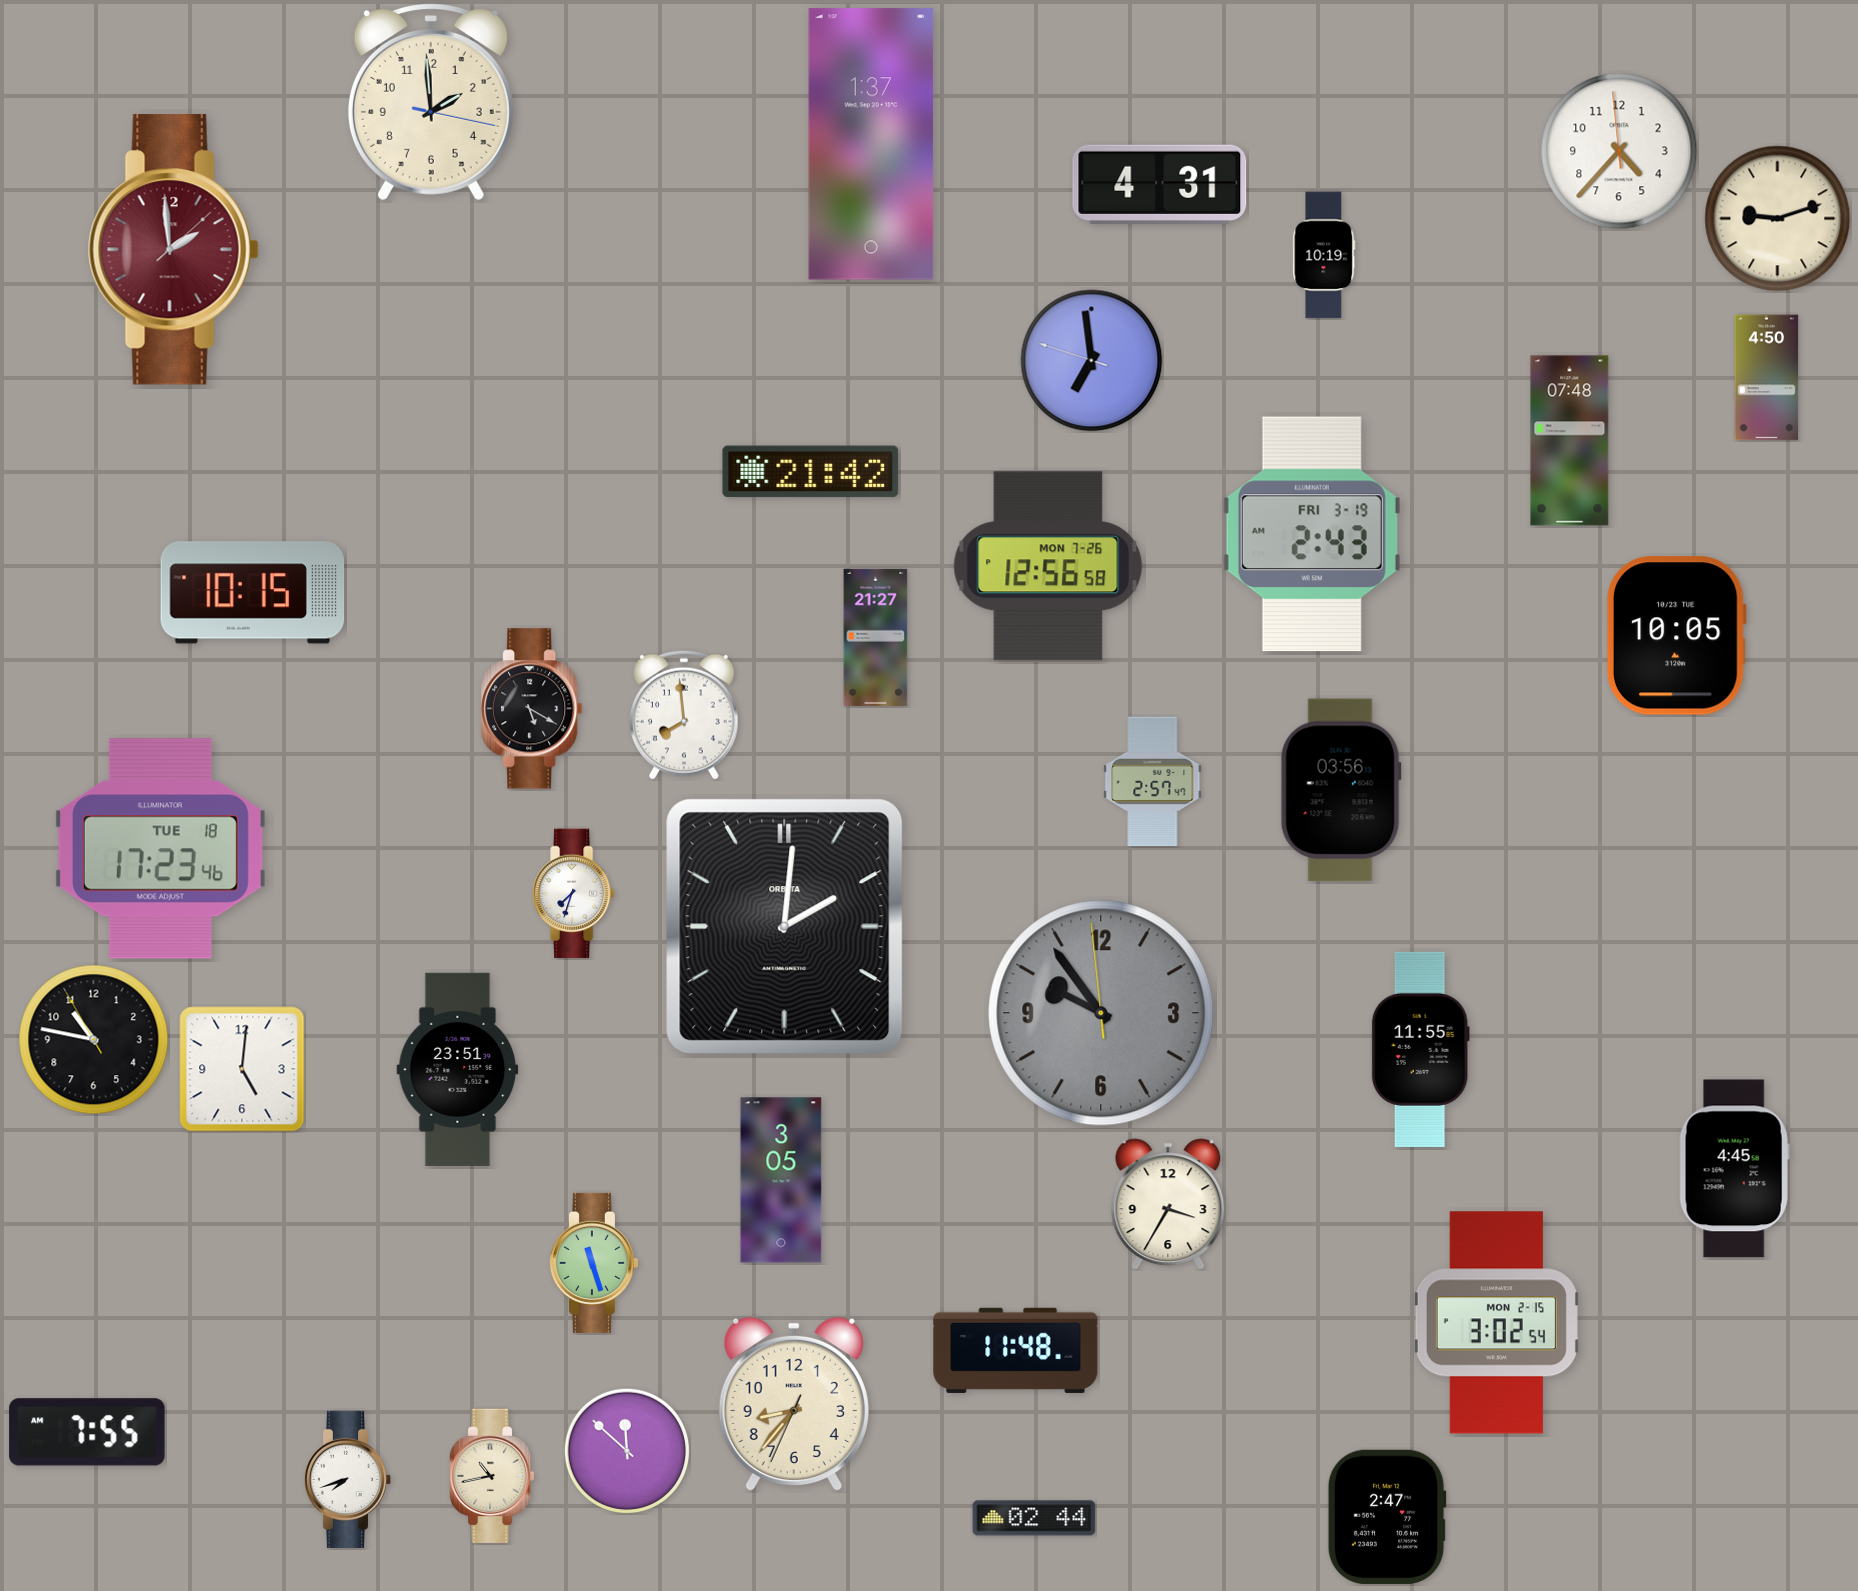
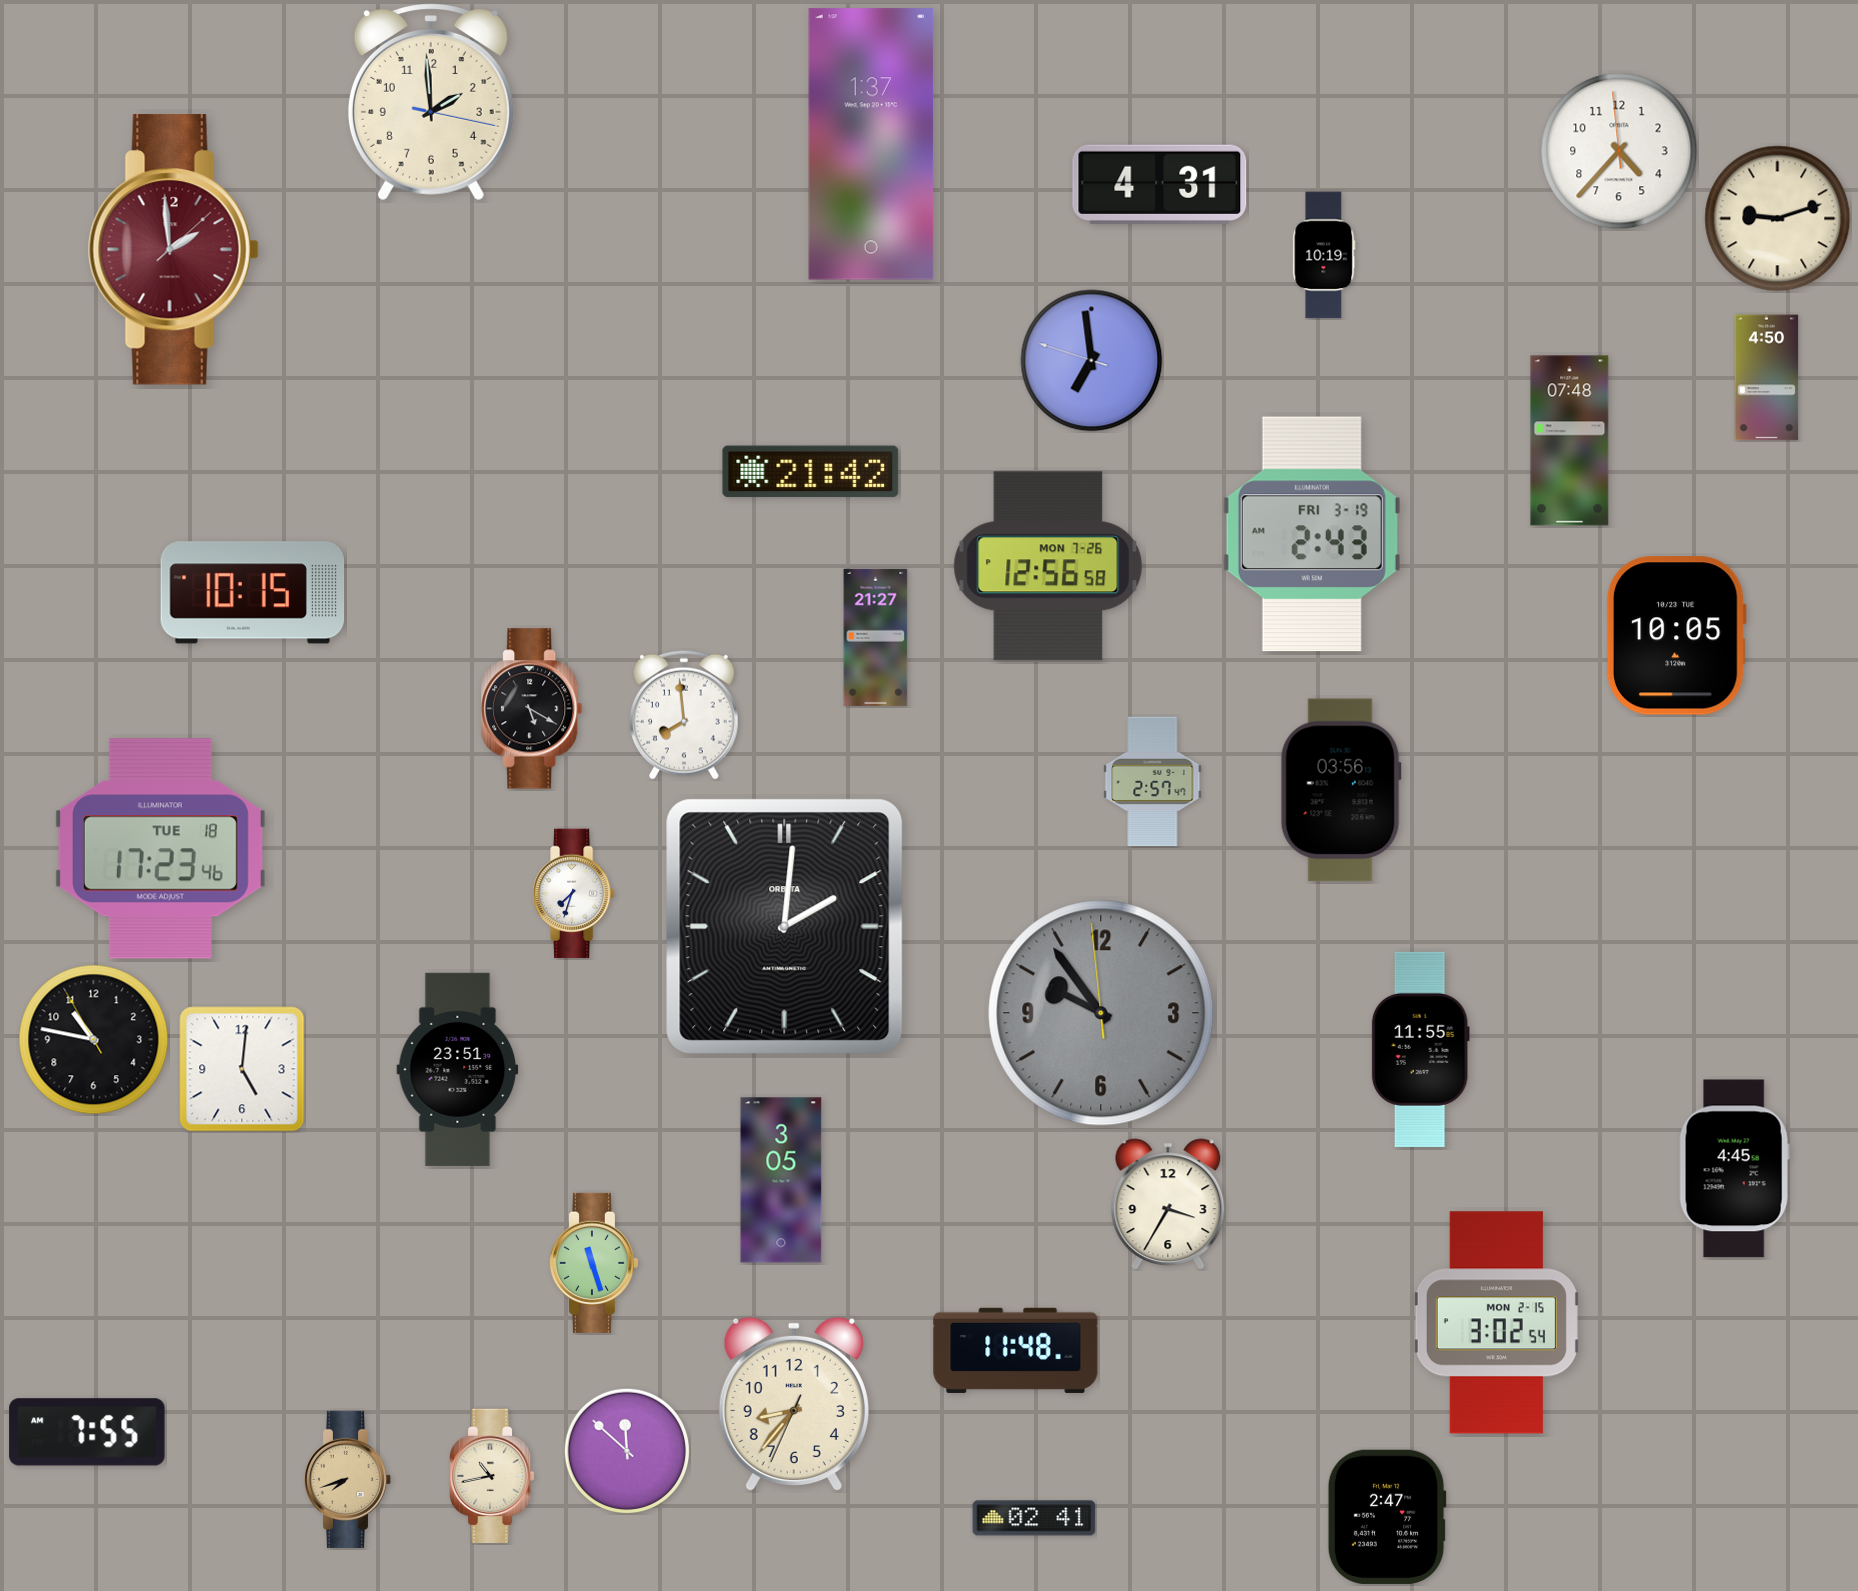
clock at (348, 1479) dial: white -> champagne
clock at (1034, 1518): 02:44 -> 02:41
